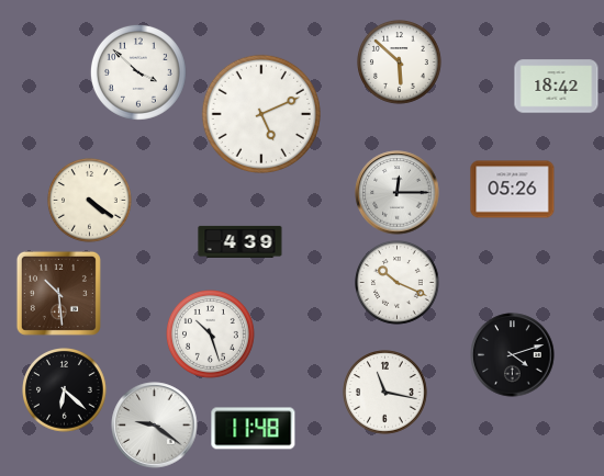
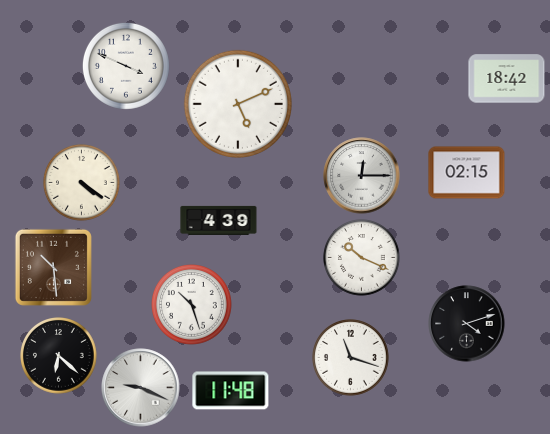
clock at (400, 63): 5:52 -> none
clock at (138, 72): 3:52 -> 3:49
clock at (513, 190): 05:26 -> 02:15
clock at (385, 393): 11:17 -> 11:18
clock at (155, 426): 9:21 -> 9:19
